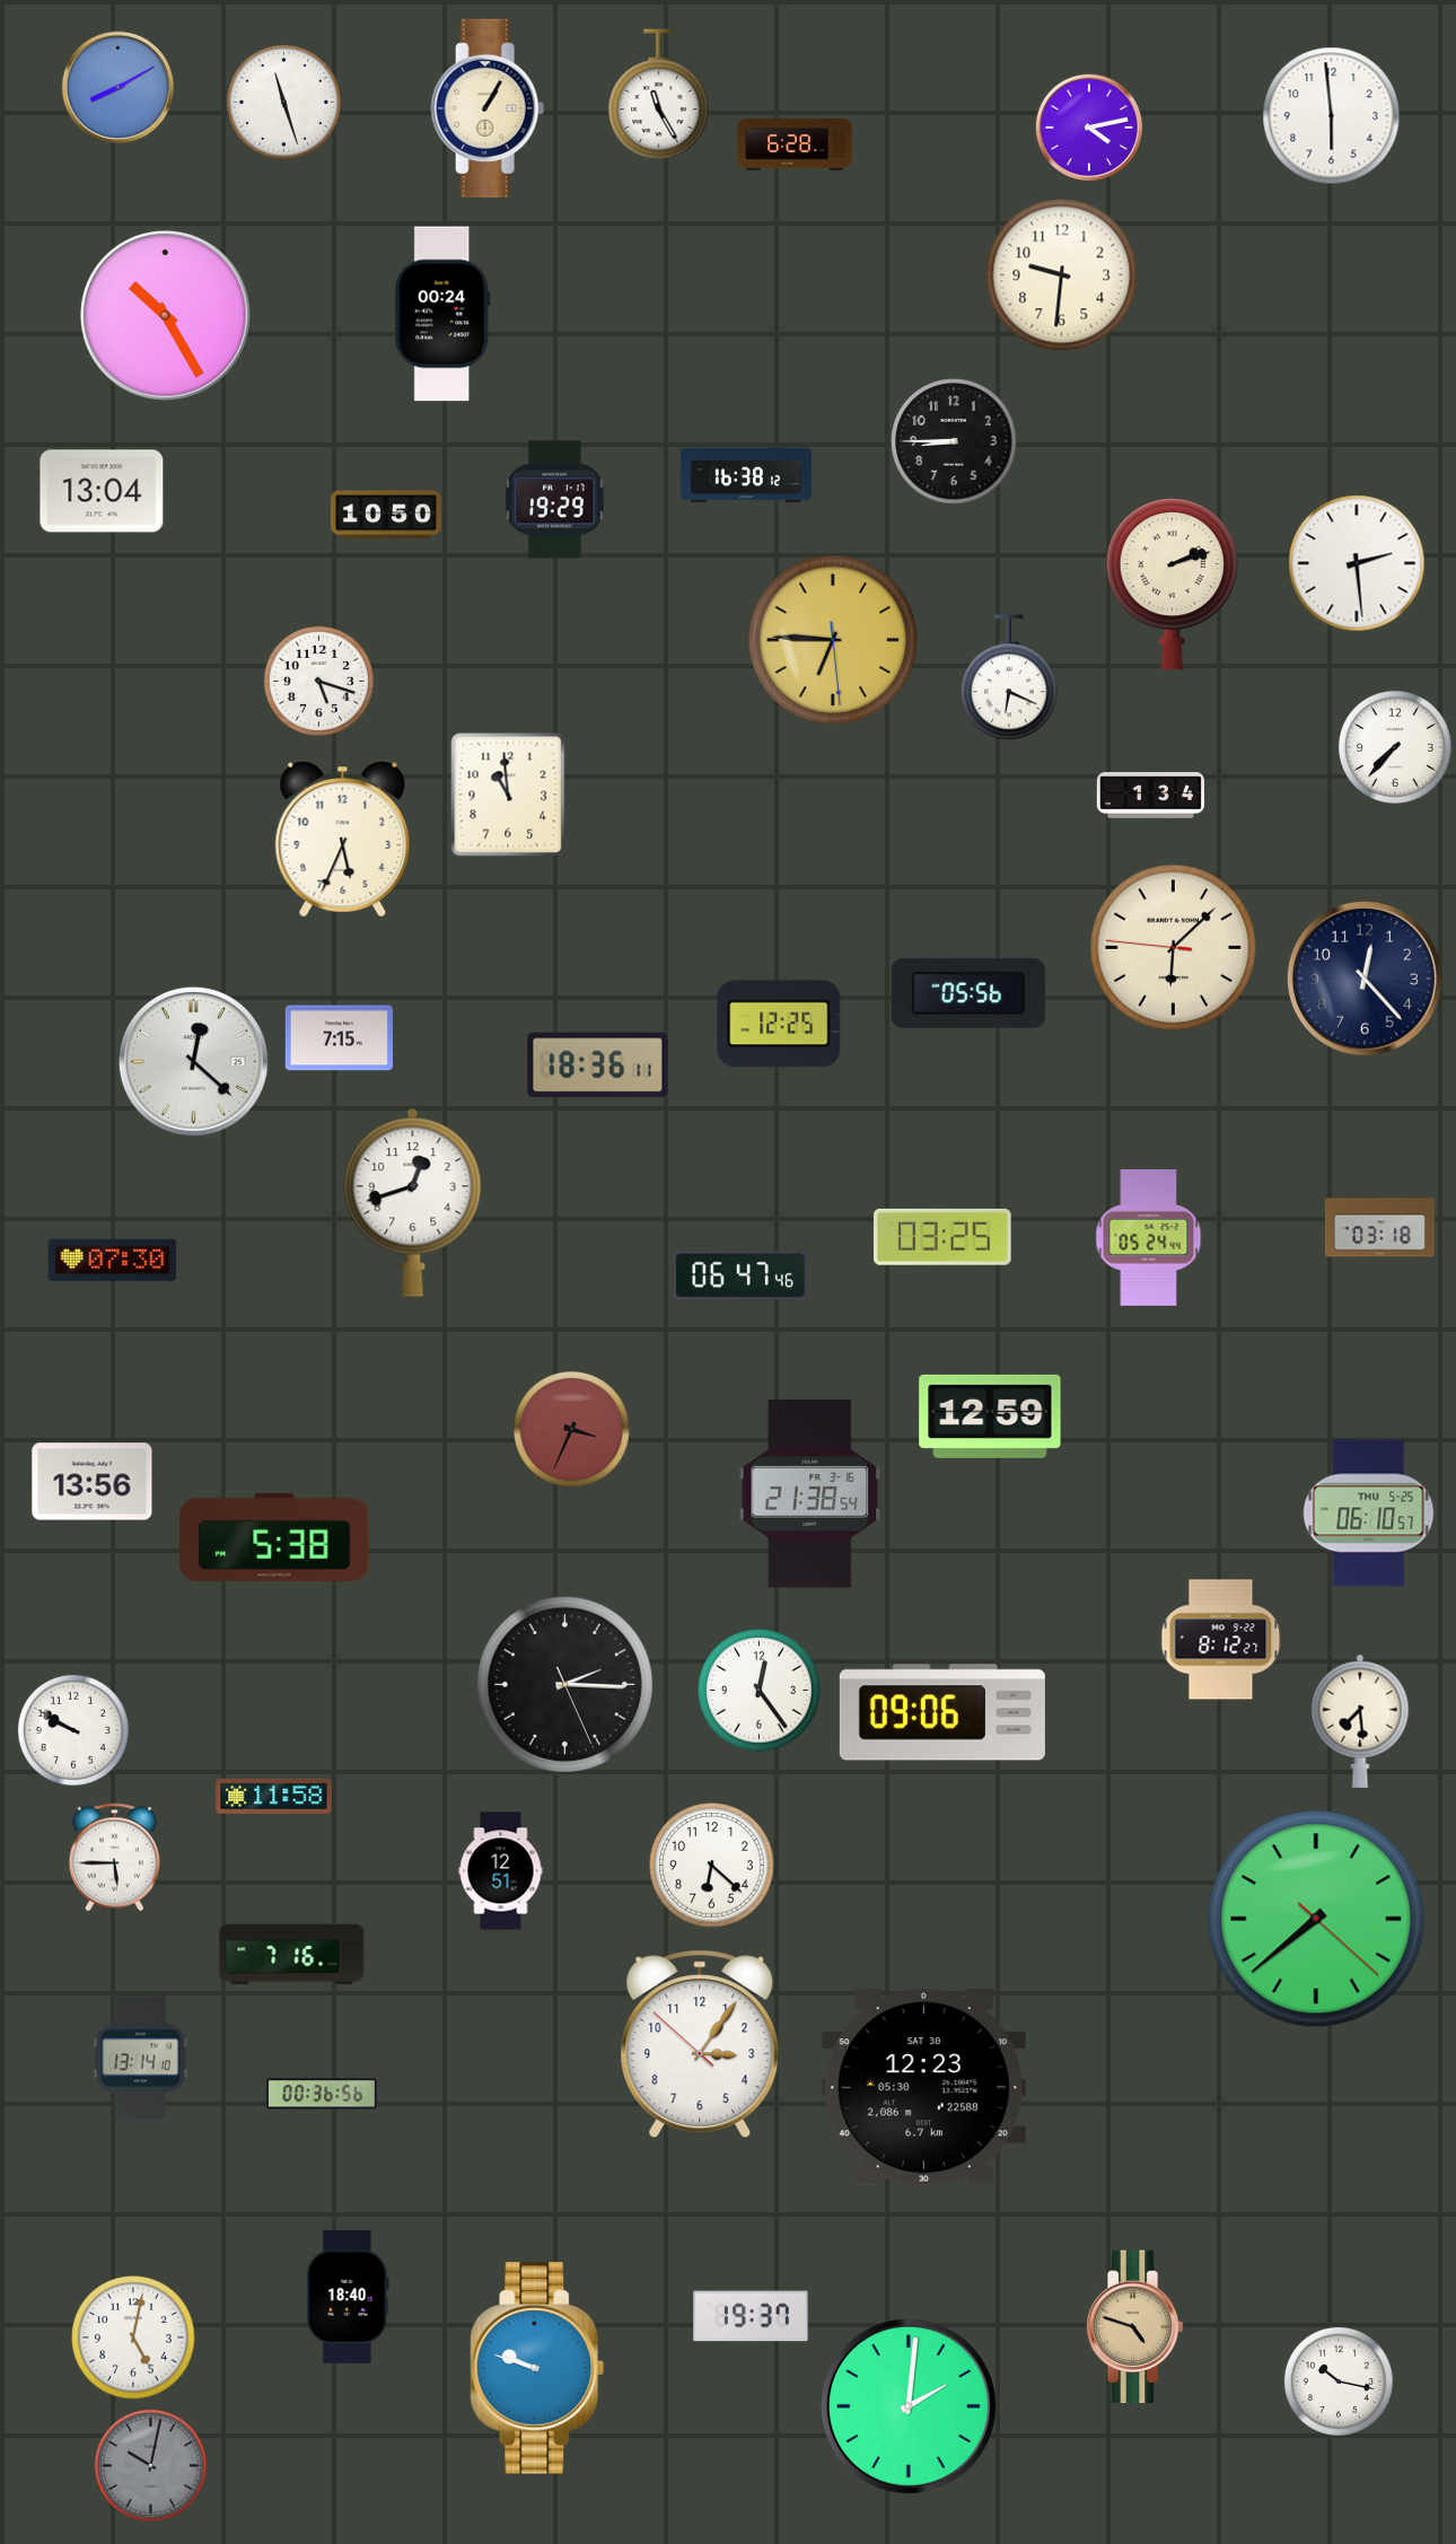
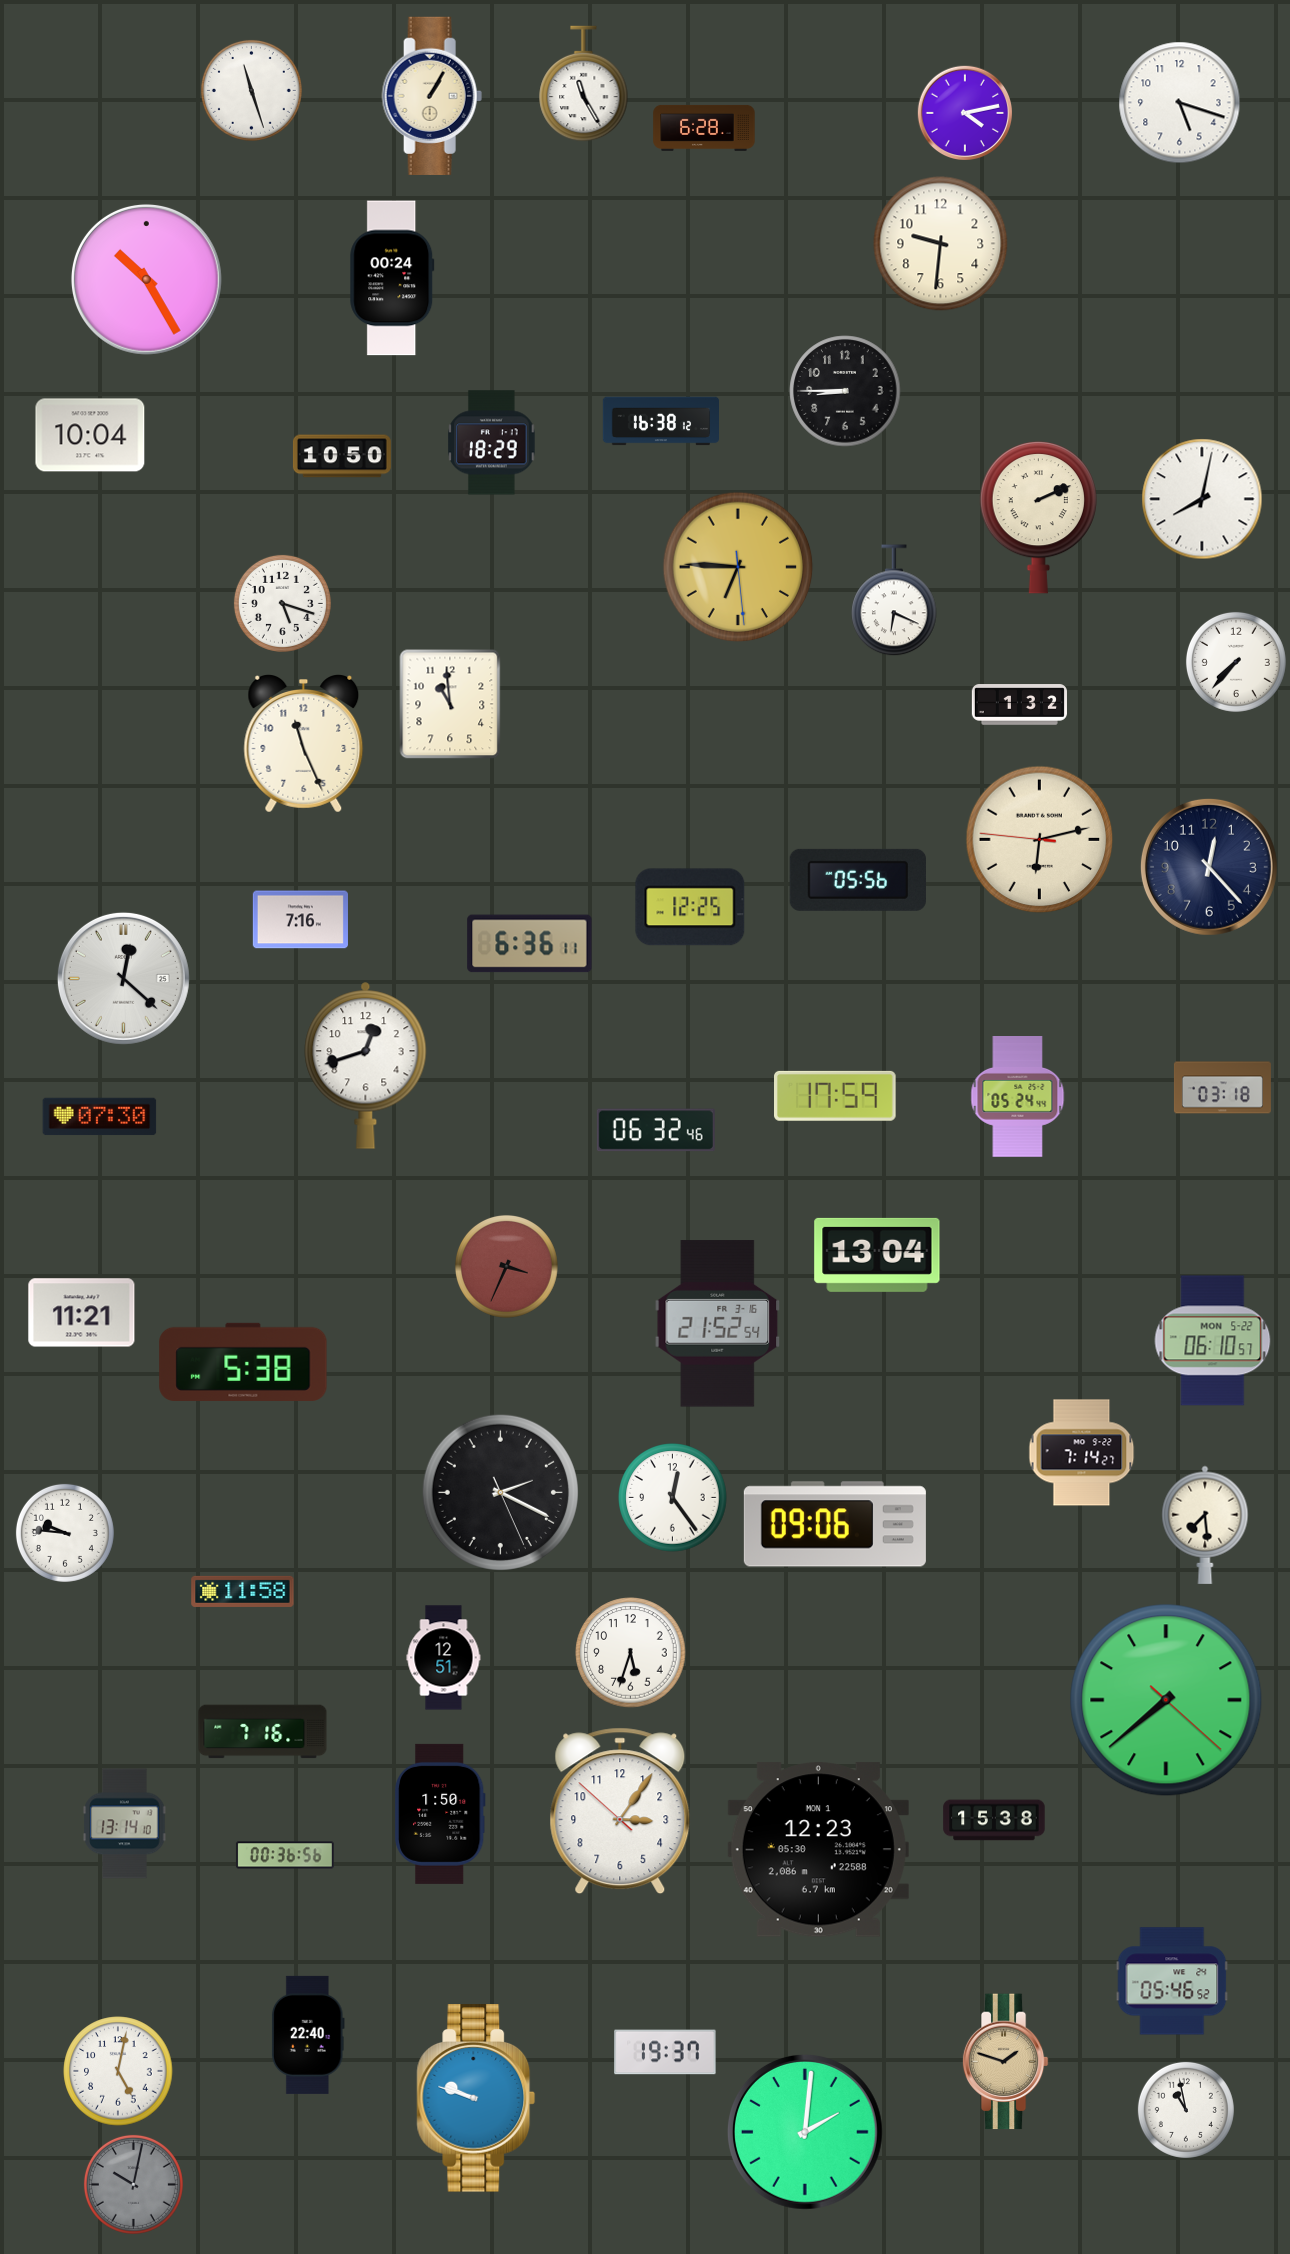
clock at (117, 87): 8:10 -> none
clock at (1332, 116): 5:59 -> 5:18
clock at (102, 491): 13:04 -> 10:04
clock at (555, 500): 19:29 -> 18:29
clock at (1357, 563): 2:29 -> 8:02
clock at (1172, 584): 2:12 -> 2:11
clock at (1150, 796): 1:34 -> 1:32
clock at (343, 840): 5:34 -> 11:26
clock at (1174, 948): 6:07 -> 6:12
clock at (339, 1038): 7:15 -> 7:16
clock at (193, 1061) position: (193, 1061) -> (123, 978)
clock at (598, 1065): 18:36 -> 6:36
clock at (944, 1237): 03:25 -> 17:59
clock at (740, 1275): 06:47 -> 06:32
clock at (990, 1416): 12:59 -> 13:04
clock at (93, 1482): 13:56 -> 11:21
clock at (810, 1494): 21:38 -> 21:52
clock at (1369, 1514) date: THU 5-25 -> MON 5-22
clock at (1221, 1640): 8:12 -> 7:14
clock at (564, 1684): 2:15 -> 2:19
clock at (942, 1712) position: (942, 1712) -> (835, 1524)
clock at (73, 1730): 9:50 -> 9:46
clock at (114, 1858): 5:45 -> none
clock at (712, 1866): 6:22 -> 5:33
clock at (292, 1955) position: (292, 1955) -> (263, 1732)
clock at (440, 1814): none -> 1:50
clock at (994, 1820): none -> 15:38
clock at (923, 2088) date: SAT 30 -> MON 1
clock at (1172, 1981): none -> 05:46
clock at (348, 2297): 18:40 -> 22:40
clock at (1134, 2327): 4:48 -> 1:48
clock at (1339, 2381): 10:17 -> 10:58
